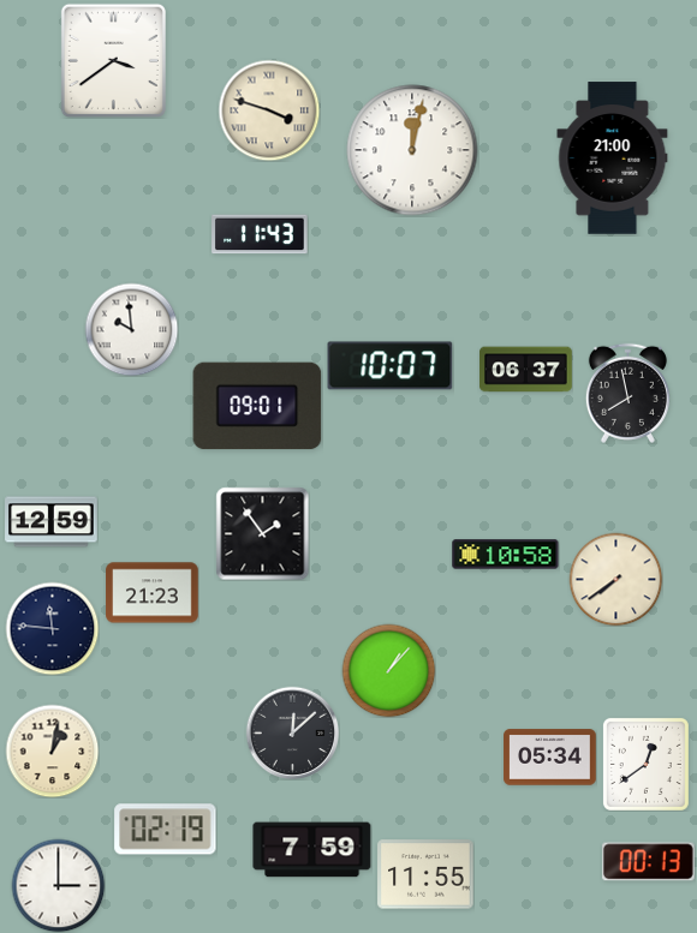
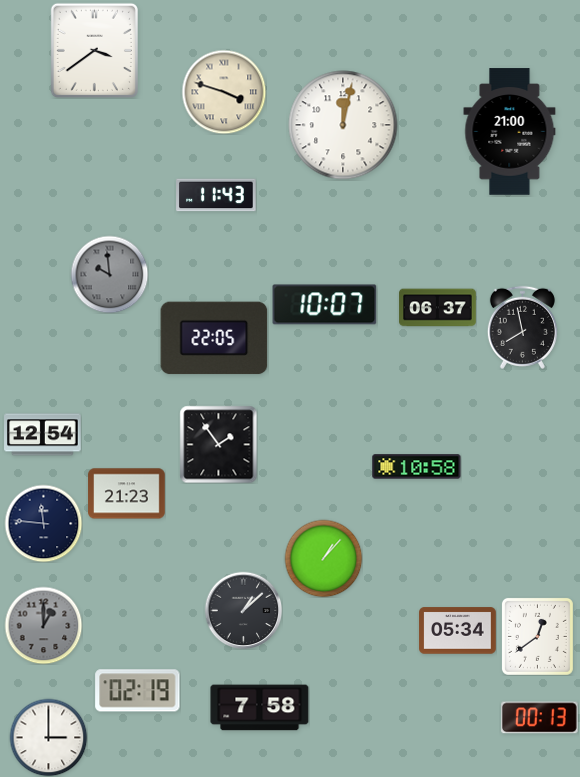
clock at (131, 329) dial: white -> grey
clock at (257, 406): 09:01 -> 22:05
clock at (52, 522): 12:59 -> 12:54
clock at (506, 555) position: (506, 555) -> (417, 467)
clock at (615, 579): 7:39 -> none
clock at (292, 732): 12:08 -> 1:08
clock at (52, 750): 1:02 -> 1:00
clock at (52, 750) dial: cream -> grey
clock at (312, 850): 7:59 -> 7:58
clock at (425, 874): 11:55 -> none
